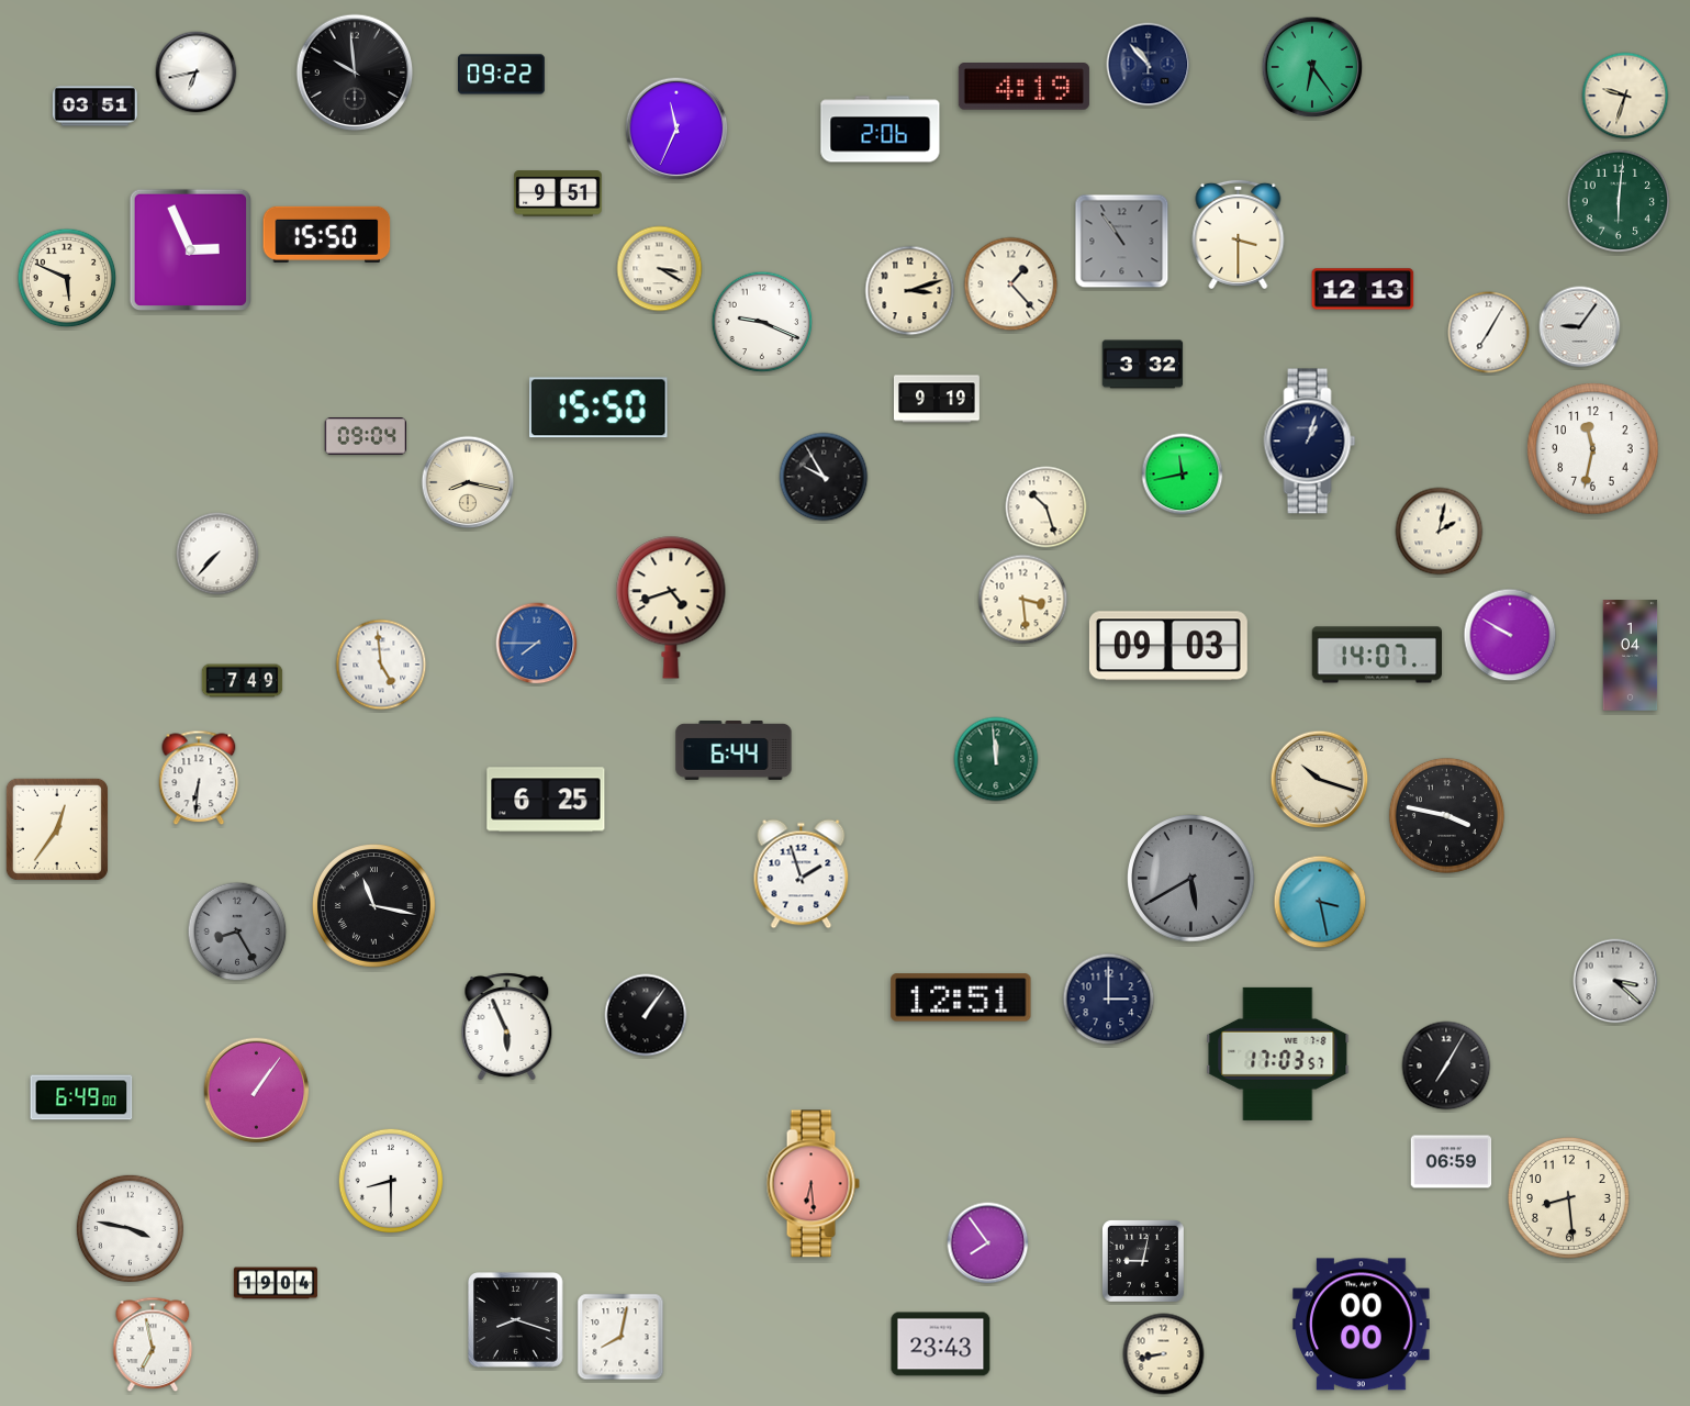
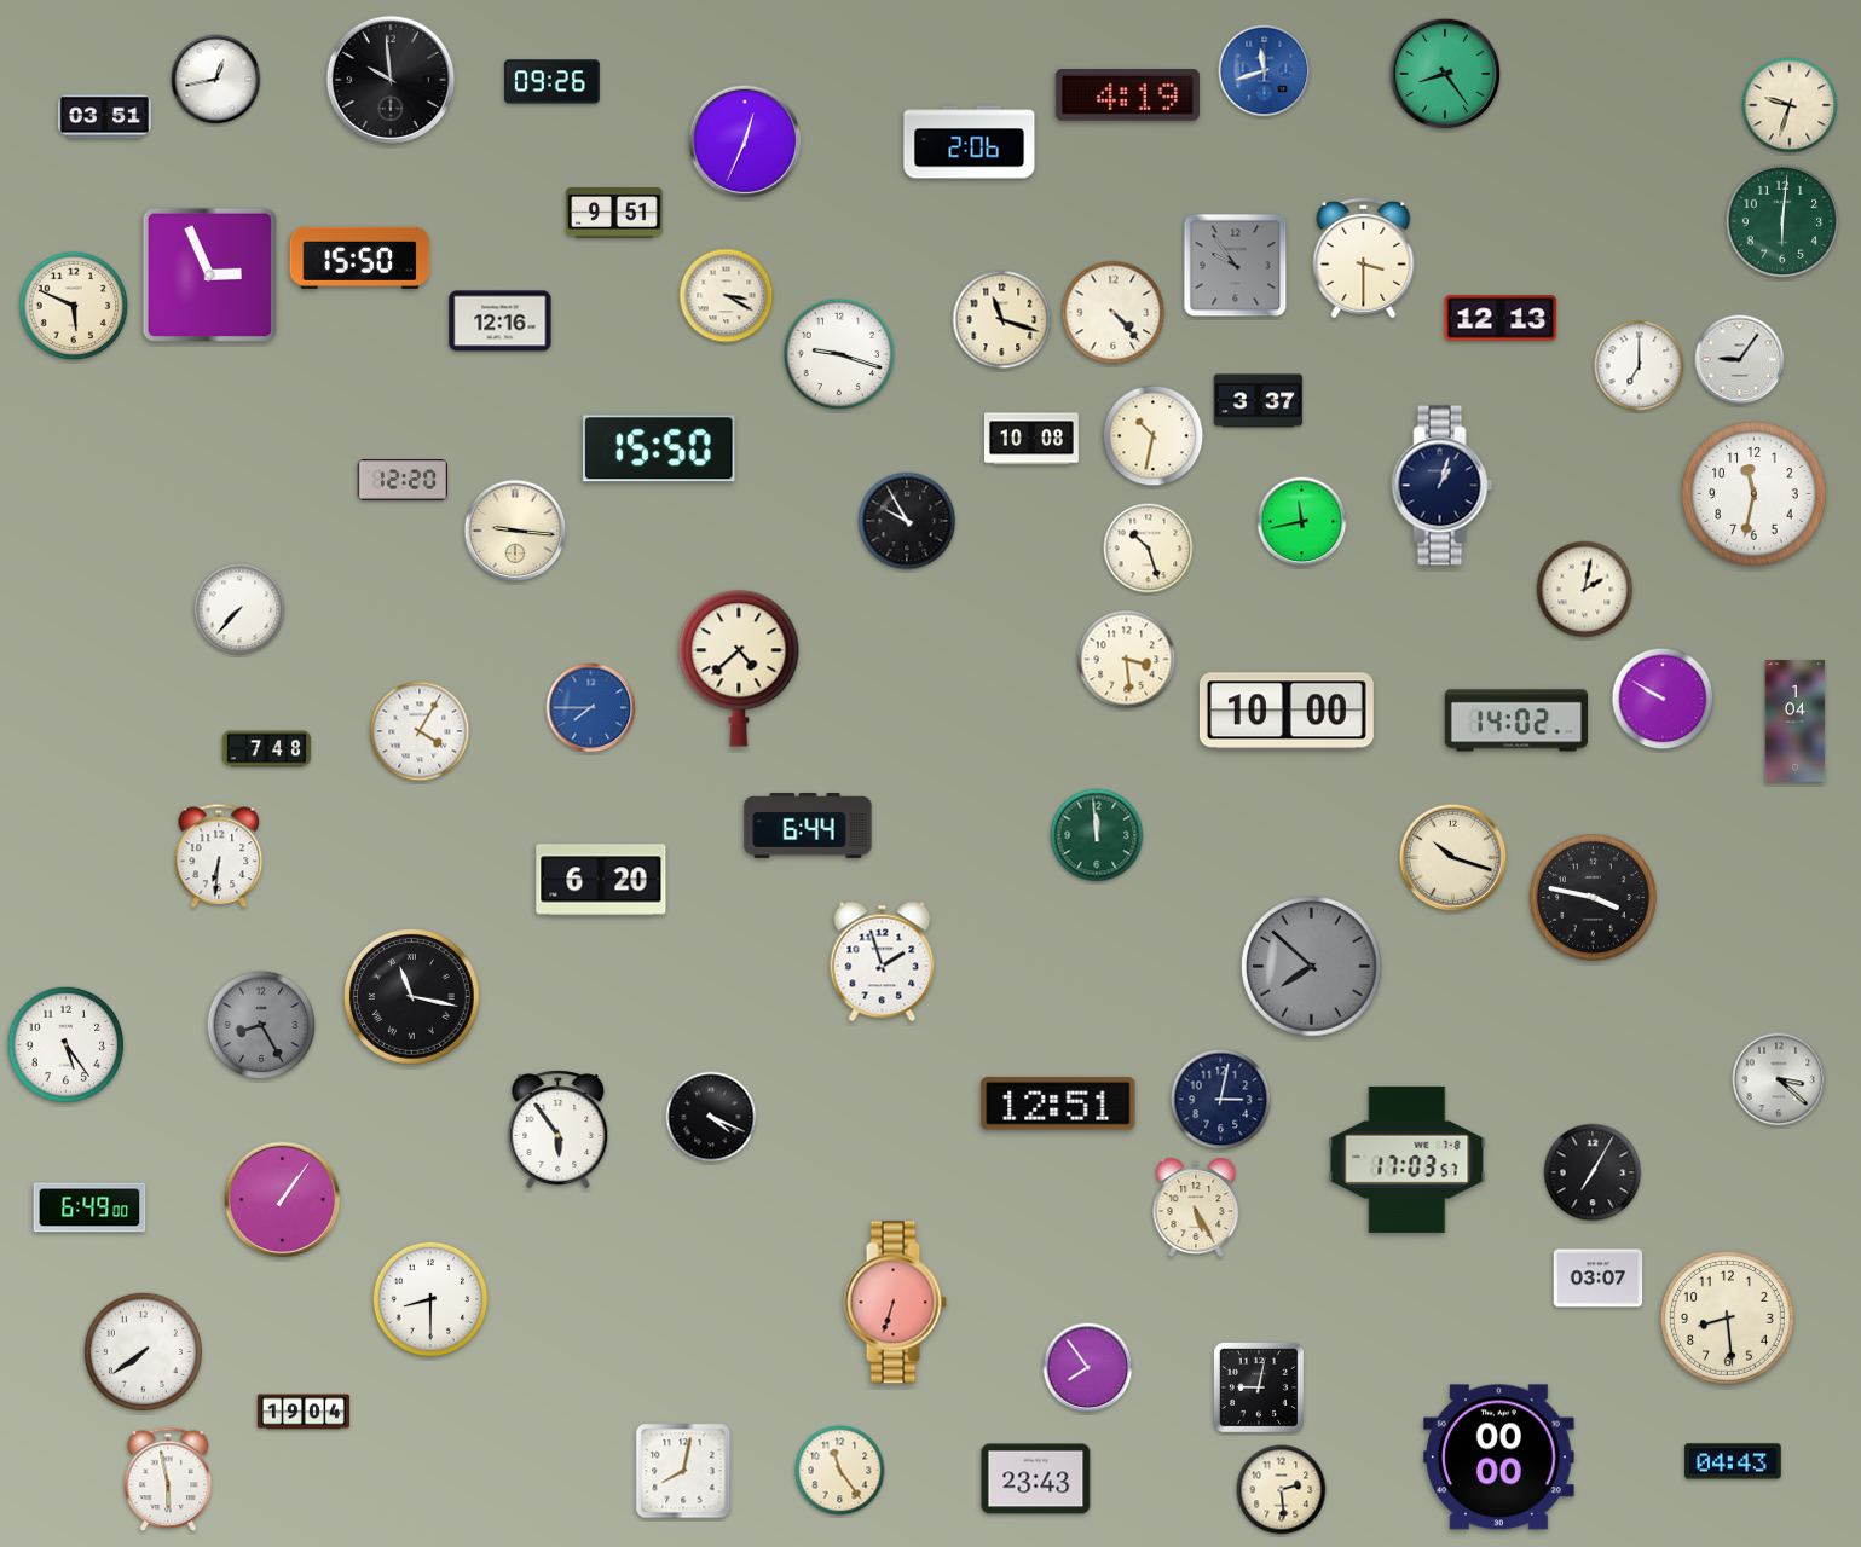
clock at (1149, 65): 10:53 -> 11:42
clock at (1149, 65) dial: navy -> blue
clock at (1312, 67): 6:24 -> 8:24
clock at (197, 72): 6:43 -> 12:43
clock at (502, 75): 09:22 -> 09:26
clock at (676, 129): 11:34 -> 12:34
clock at (1122, 242): 10:54 -> 9:54
clock at (1011, 284): 1:23 -> 4:23
clock at (910, 291): 3:12 -> 11:18
clock at (501, 321): none -> 12:16
clock at (762, 322): 9:19 -> 9:18
clock at (1489, 333): 7:05 -> 7:00
clock at (1143, 365): 3:32 -> 3:37
clock at (1154, 436): none -> 10:32
clock at (937, 399): 9:19 -> 10:08
clock at (365, 436): 09:04 -> 12:20
clock at (824, 477) position: (824, 477) -> (907, 521)
clock at (468, 482): 8:17 -> 9:16
clock at (1047, 507) position: (1047, 507) -> (1149, 549)
clock at (1440, 532) position: (1440, 532) -> (1585, 590)
clock at (671, 607): 4:42 -> 4:38
clock at (1168, 646): 09:03 -> 10:00
clock at (1376, 655): 14:07 -> 14:02
clock at (381, 665): 4:59 -> 4:05
clock at (243, 681): 7:49 -> 7:48
clock at (546, 800): 6:25 -> 6:20
clock at (57, 829): 12:36 -> none
clock at (1191, 879): 5:40 -> 7:52
clock at (1320, 902): 3:28 -> none
clock at (65, 1044): none -> 5:24
clock at (961, 997) position: (961, 997) -> (1058, 1103)
clock at (1109, 1000): 3:00 -> 3:02
clock at (646, 1015): 1:06 -> 4:19
clock at (507, 1027): 5:56 -> 5:54
clock at (1196, 1207): none -> 5:25
clock at (1452, 1162): 06:59 -> 03:07
clock at (813, 1184): 6:29 -> 6:33
clock at (130, 1228): 3:47 -> 7:39
clock at (516, 1320): 8:18 -> none
clock at (1733, 1461): none -> 04:43
clock at (840, 1471): none -> 11:24
clock at (153, 1344): 6:58 -> 5:58
clock at (1164, 1354): 8:43 -> 2:29
